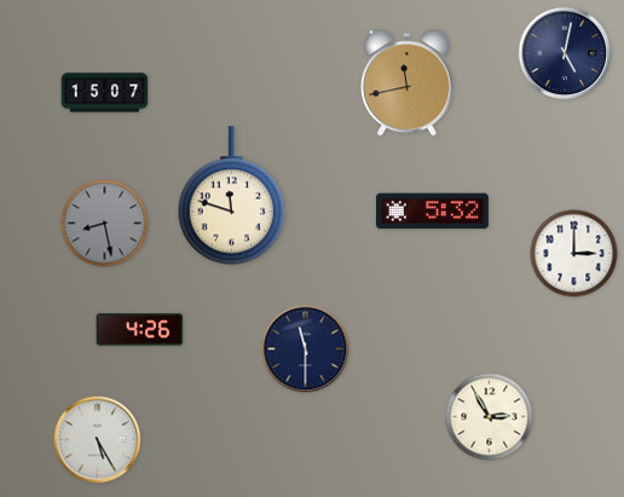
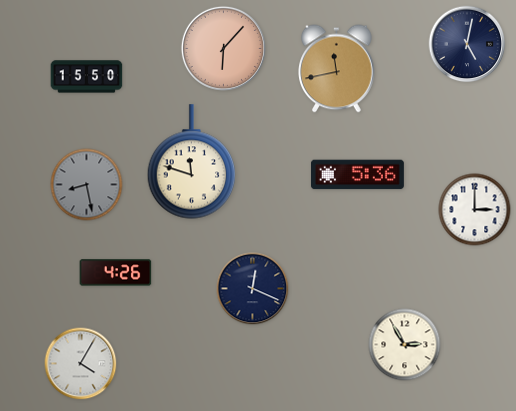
clock at (223, 48): none -> 6:07
clock at (105, 93): 15:07 -> 15:50
clock at (432, 212): 5:32 -> 5:36
clock at (306, 349): 11:30 -> 12:19
clock at (98, 440): 5:25 -> 4:05
